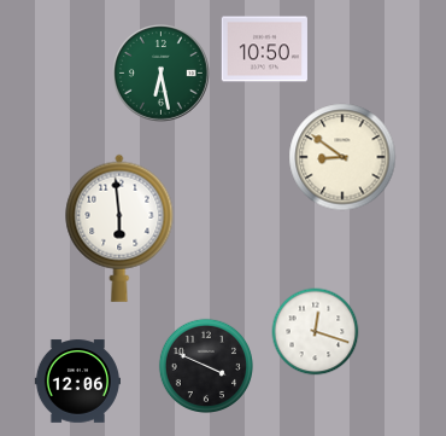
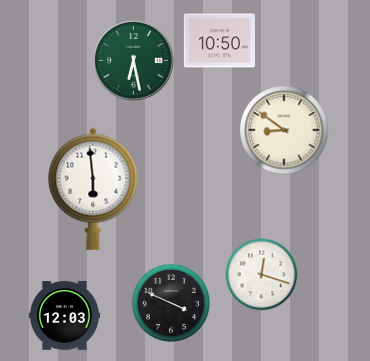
clock at (119, 228) position: (119, 228) -> (93, 189)
clock at (77, 382): 12:06 -> 12:03
